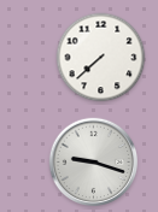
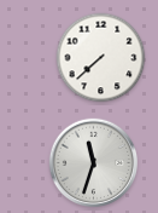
clock at (94, 163): 9:18 -> 11:33
